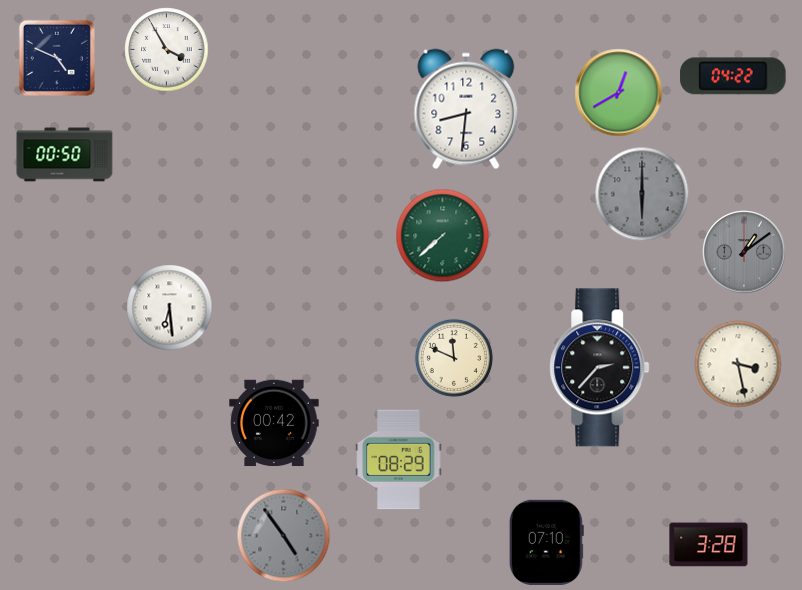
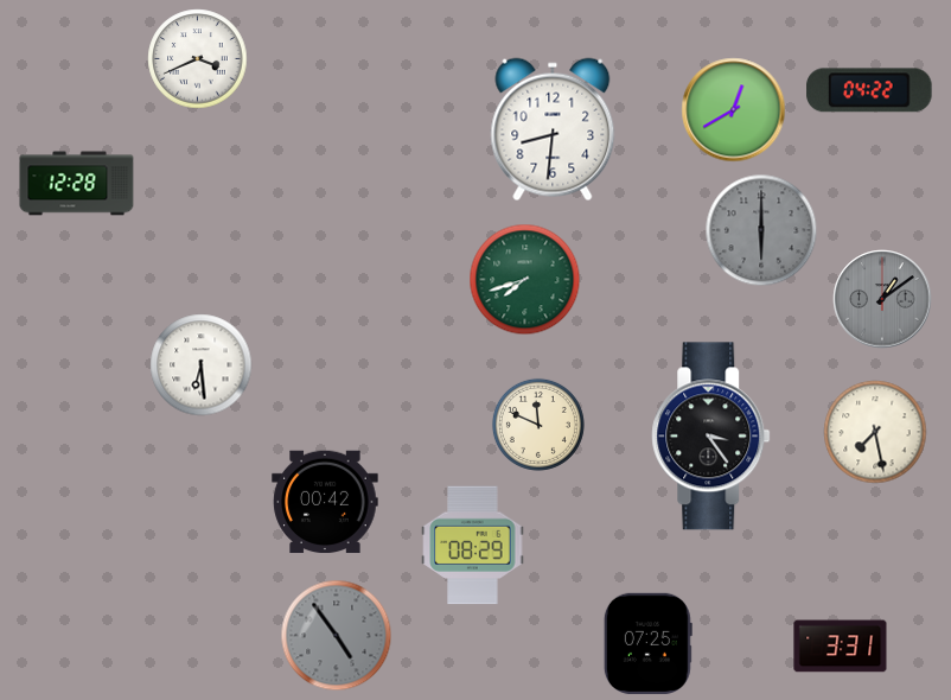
clock at (167, 50): 3:55 -> 3:41
clock at (57, 58): 4:49 -> none
clock at (65, 155): 00:50 -> 12:28
clock at (443, 236): 7:38 -> 7:42
clock at (738, 364): 3:28 -> 7:28
clock at (600, 368): 2:37 -> 3:24
clock at (546, 542): 07:10 -> 07:25
clock at (709, 545): 3:28 -> 3:31
